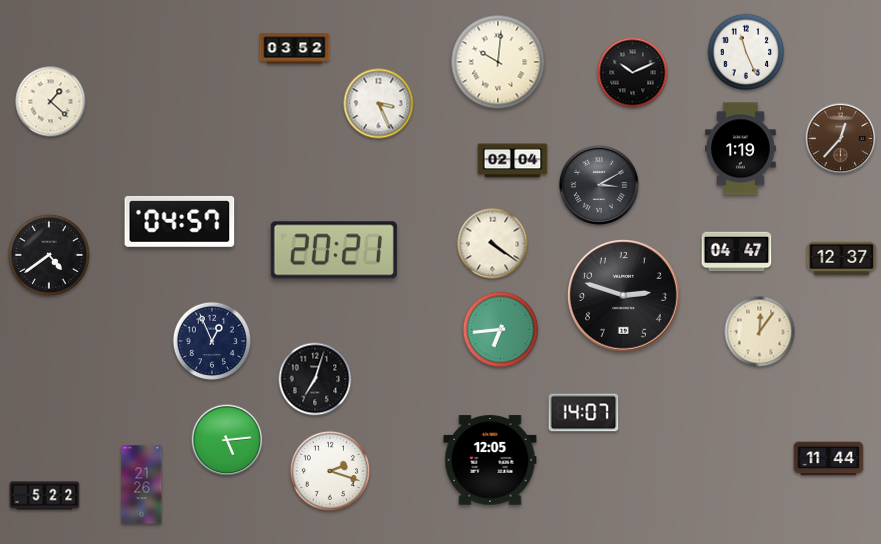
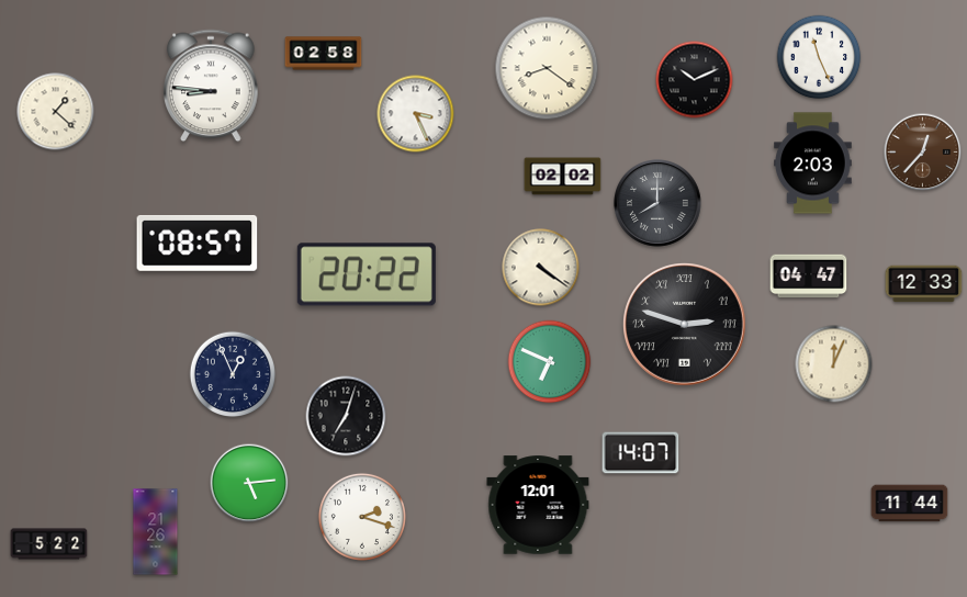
clock at (295, 49): 03:52 -> 02:58
clock at (498, 62): 10:01 -> 8:21
clock at (211, 86): none -> 8:46
clock at (741, 149): 1:19 -> 2:03
clock at (513, 161): 02:04 -> 02:02
clock at (600, 186): 3:10 -> 8:00
clock at (180, 221): 04:57 -> 08:57
clock at (334, 250): 20:21 -> 20:22
clock at (49, 255): 4:39 -> none
clock at (842, 259): 12:37 -> 12:33
clock at (624, 296) numerals: Arabic -> Roman
clock at (501, 330): 6:44 -> 6:49
clock at (760, 332): 12:06 -> 12:04
clock at (490, 460): 12:05 -> 12:01
